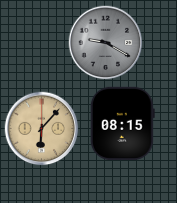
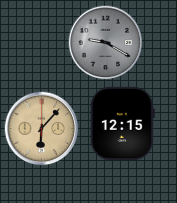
clock at (122, 123): 08:15 -> 12:15
